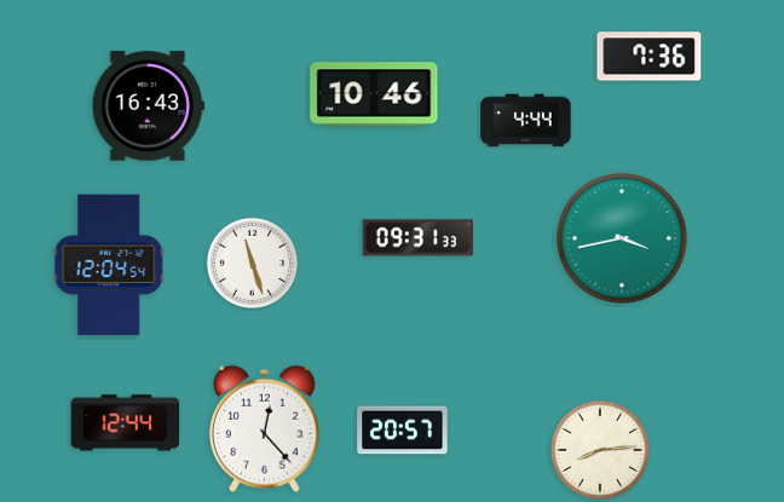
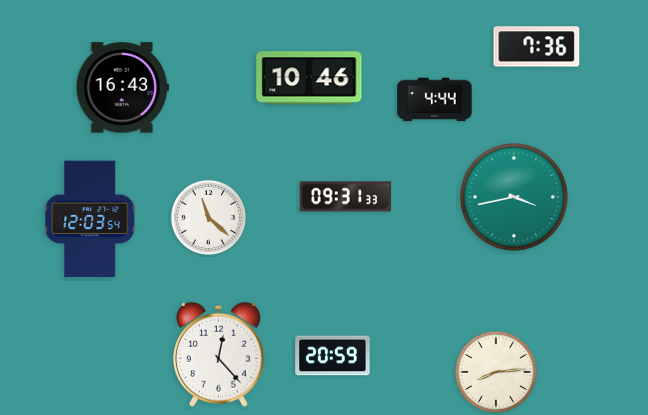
clock at (252, 262): 11:27 -> 11:22
clock at (109, 265): 12:04 -> 12:03
clock at (126, 423): 12:44 -> none
clock at (403, 431): 20:57 -> 20:59
